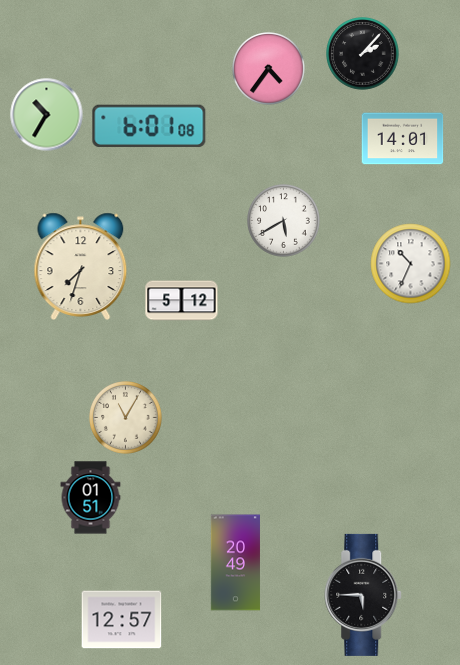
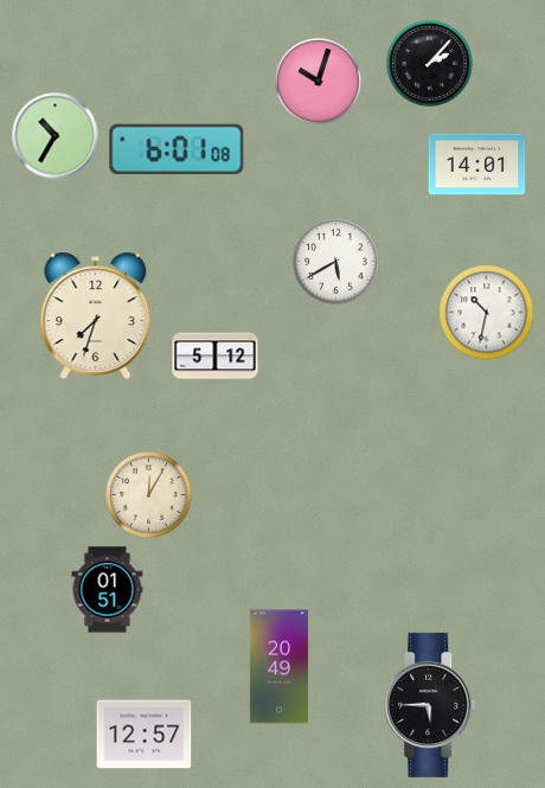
clock at (269, 69): 4:36 -> 10:03
clock at (411, 264): 10:34 -> 10:32
clock at (126, 418): 11:05 -> 12:05
